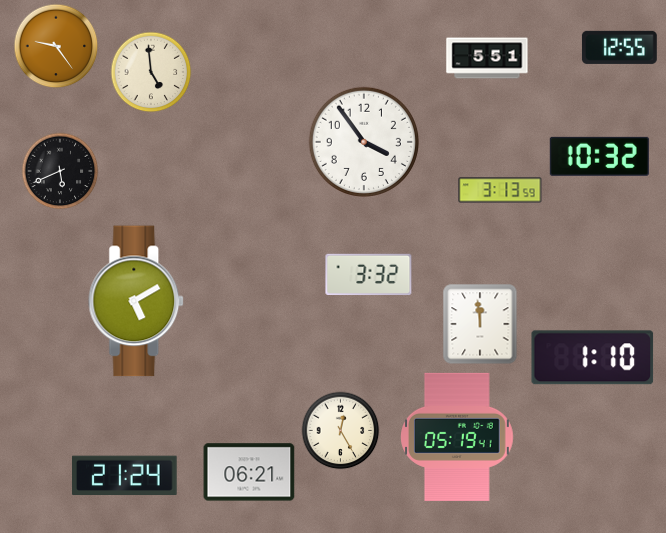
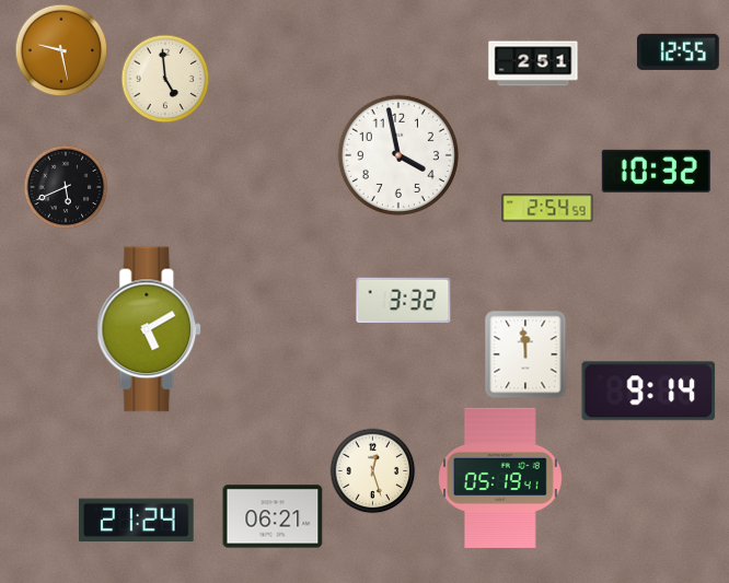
clock at (56, 46): 9:24 -> 9:28
clock at (487, 58): 5:51 -> 2:51
clock at (364, 142): 3:54 -> 3:58
clock at (500, 190): 3:13 -> 2:54
clock at (593, 358): 1:10 -> 9:14
clock at (341, 431): 12:25 -> 12:27
